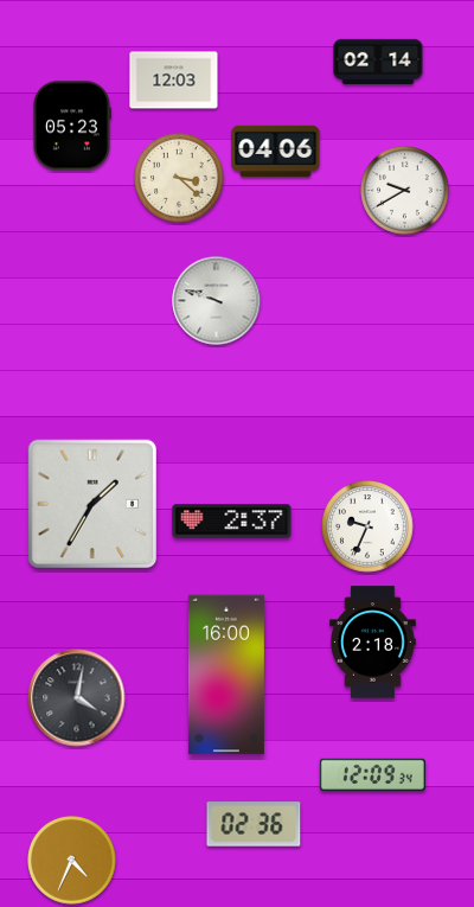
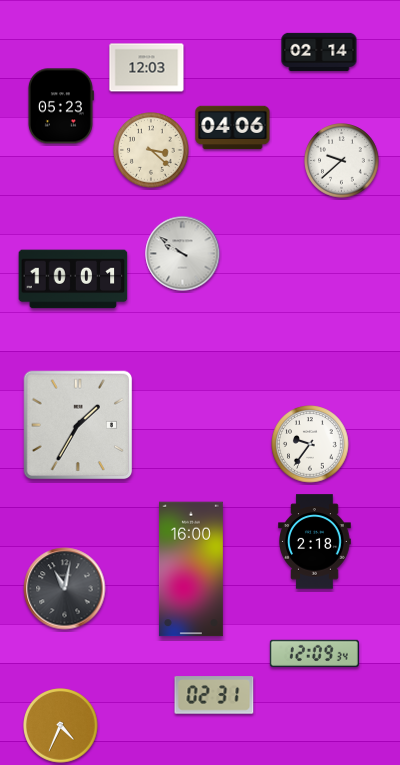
clock at (405, 191): 9:40 -> 9:38
clock at (217, 301): 9:48 -> 9:51
clock at (73, 279): none -> 10:01
clock at (232, 522): 2:37 -> none
clock at (367, 526): 9:34 -> 9:36
clock at (77, 698): 4:02 -> 11:02
clock at (254, 824): 02:36 -> 02:31
